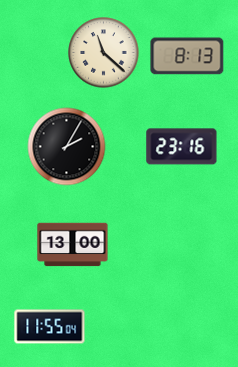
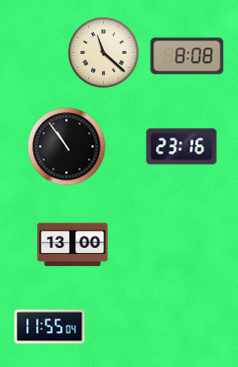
clock at (187, 56): 8:13 -> 8:08
clock at (67, 147): 2:05 -> 10:54
